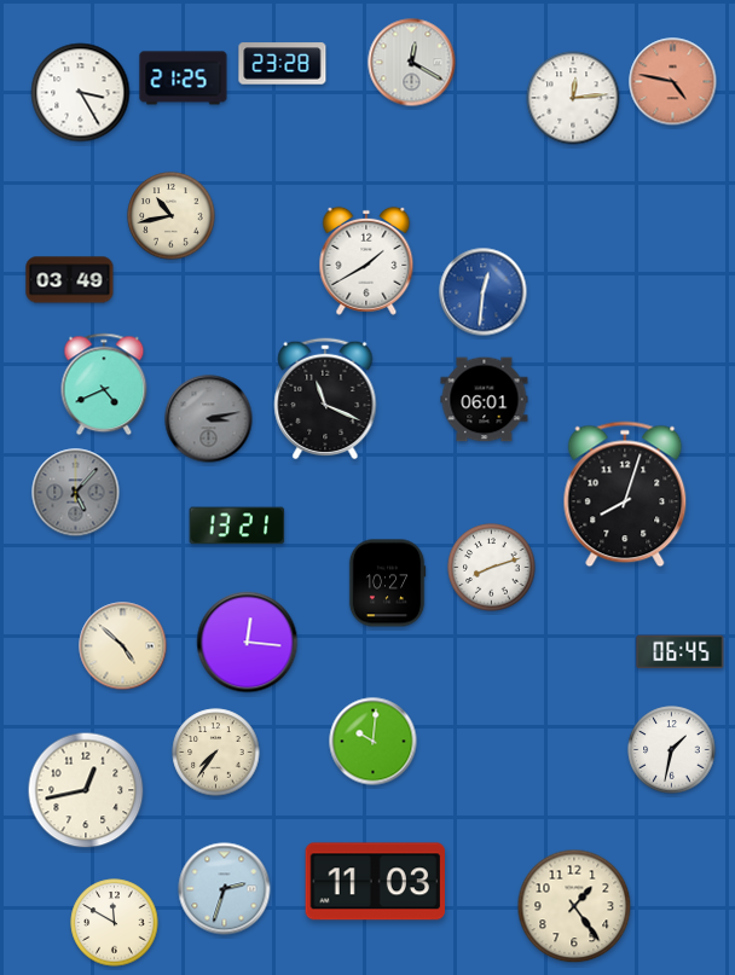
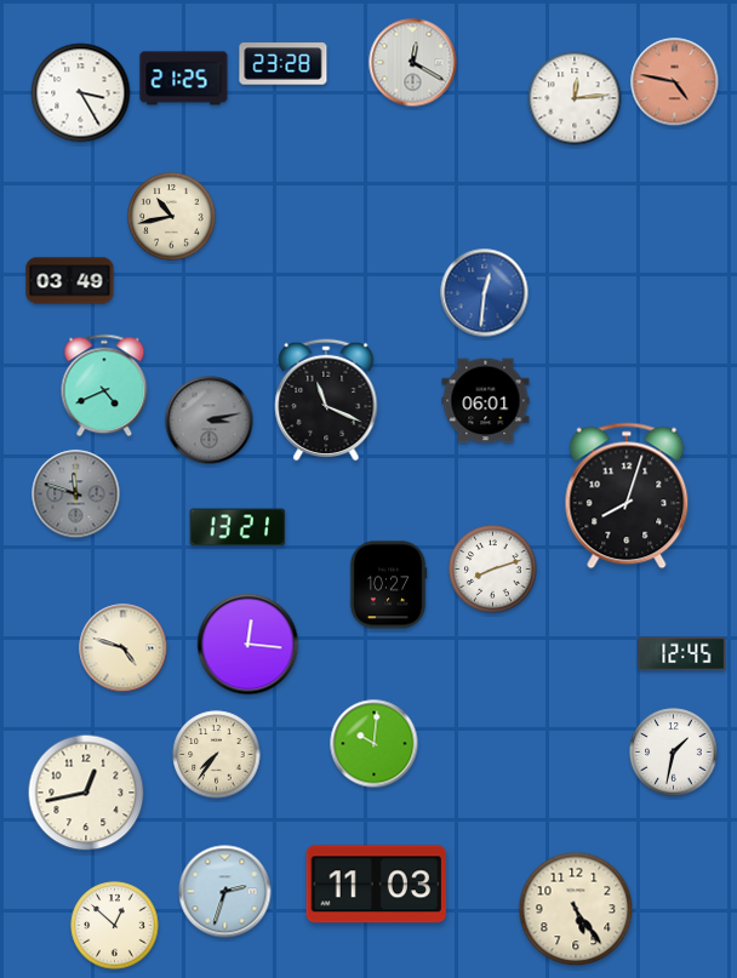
clock at (366, 261): 1:40 -> none
clock at (76, 493): 5:07 -> 11:48
clock at (123, 646): 4:52 -> 4:48
clock at (681, 652): 06:45 -> 12:45
clock at (574, 906): 1:24 -> 5:24
clock at (115, 923): 11:50 -> 12:52
